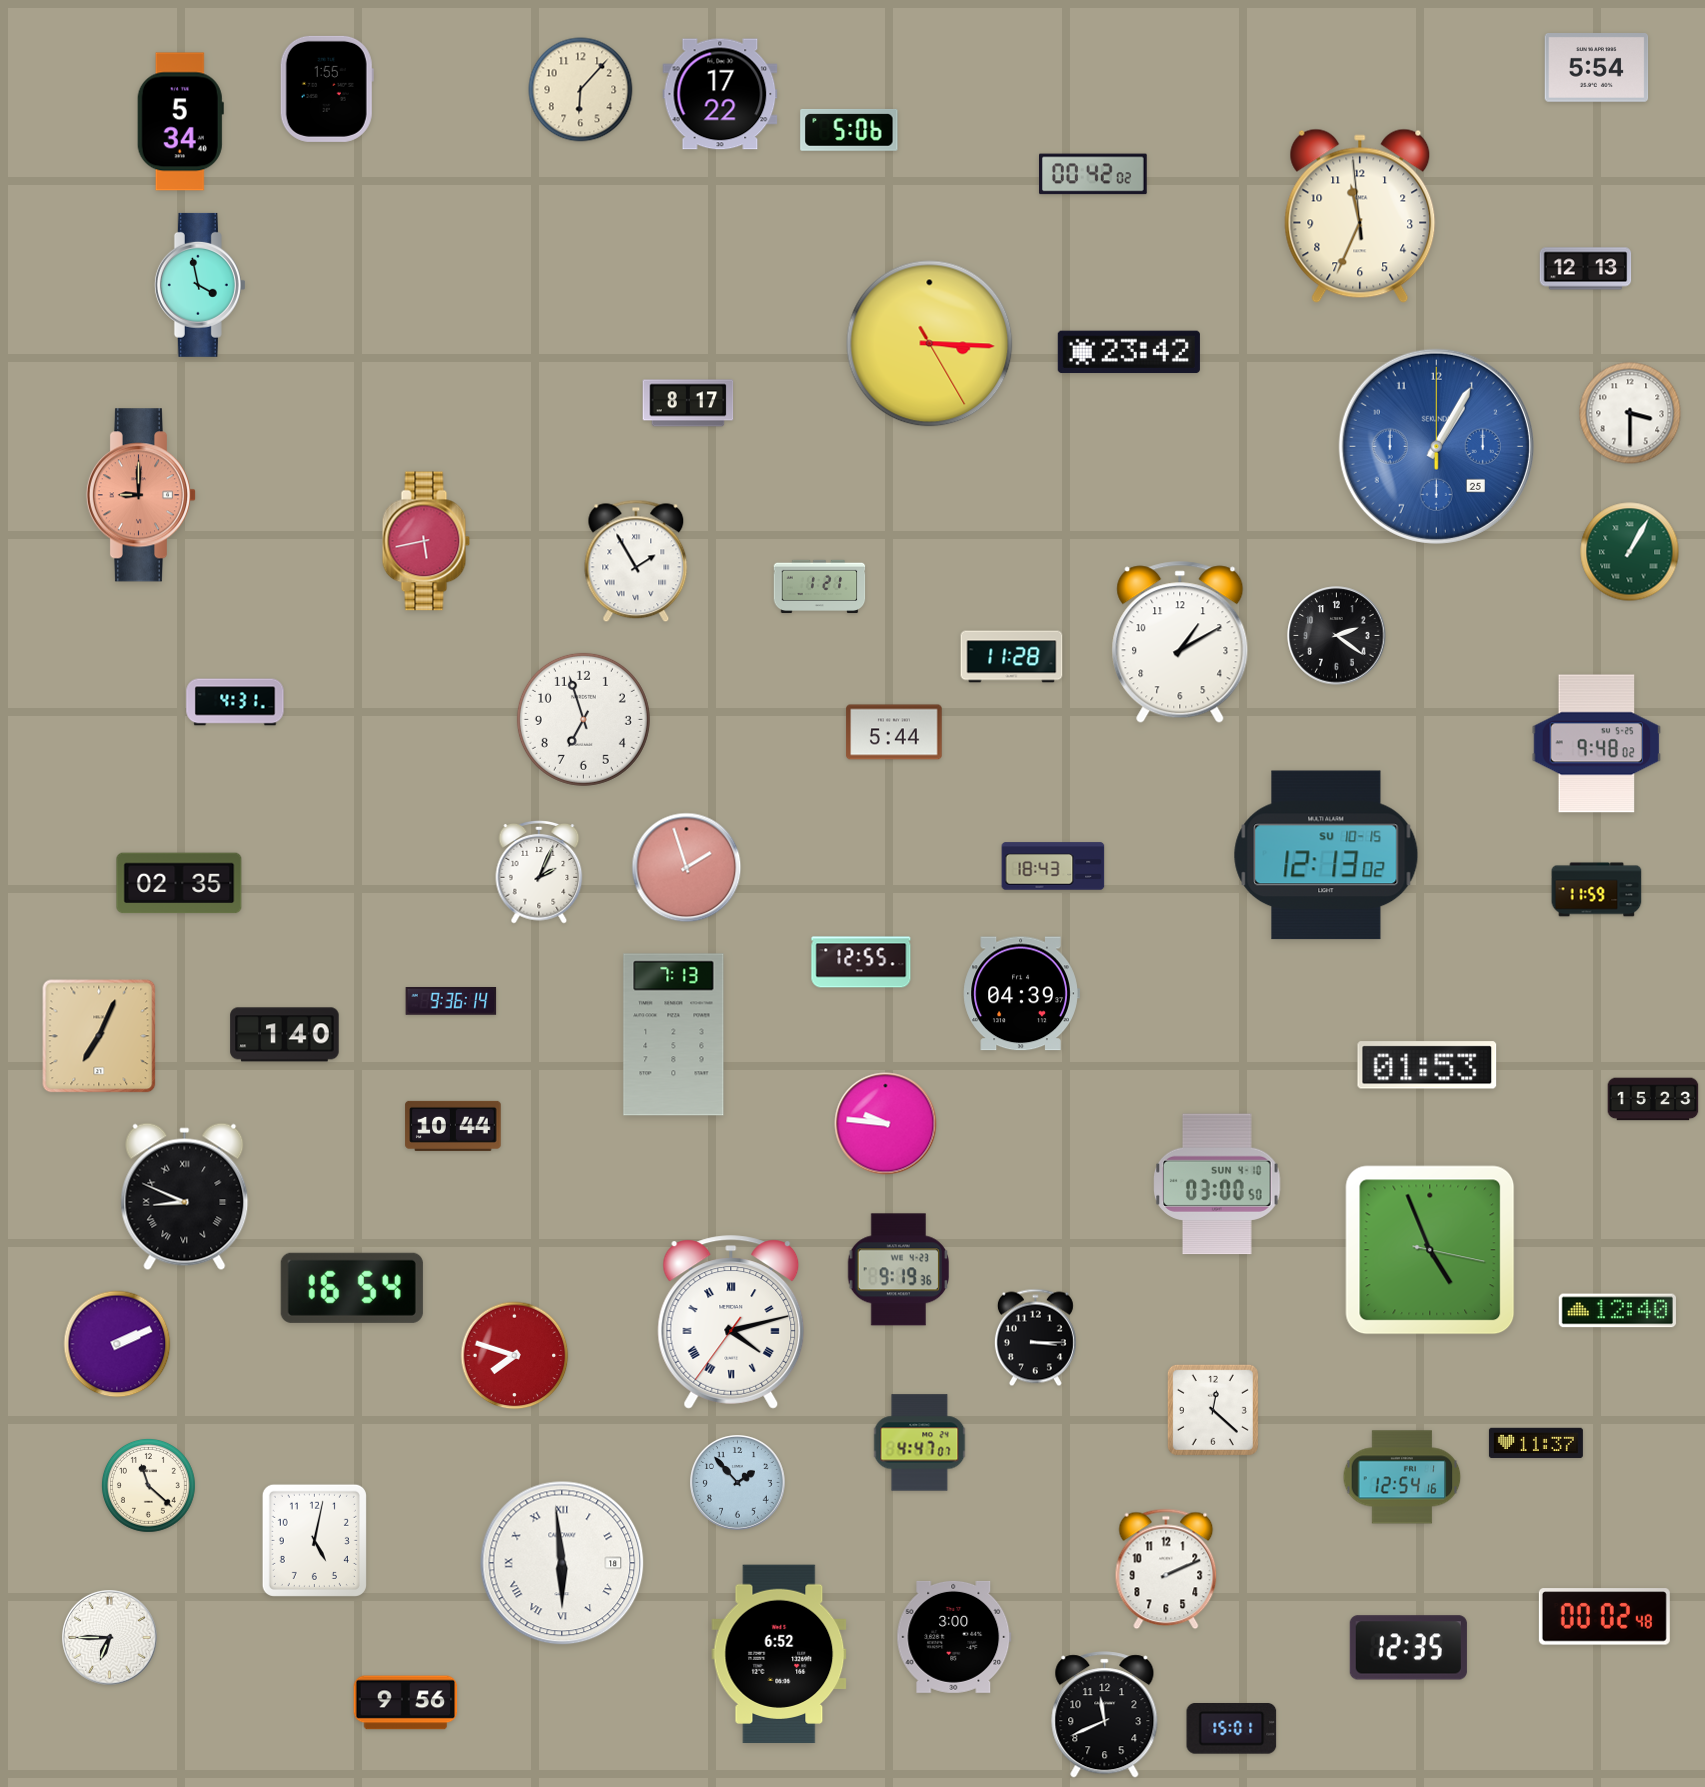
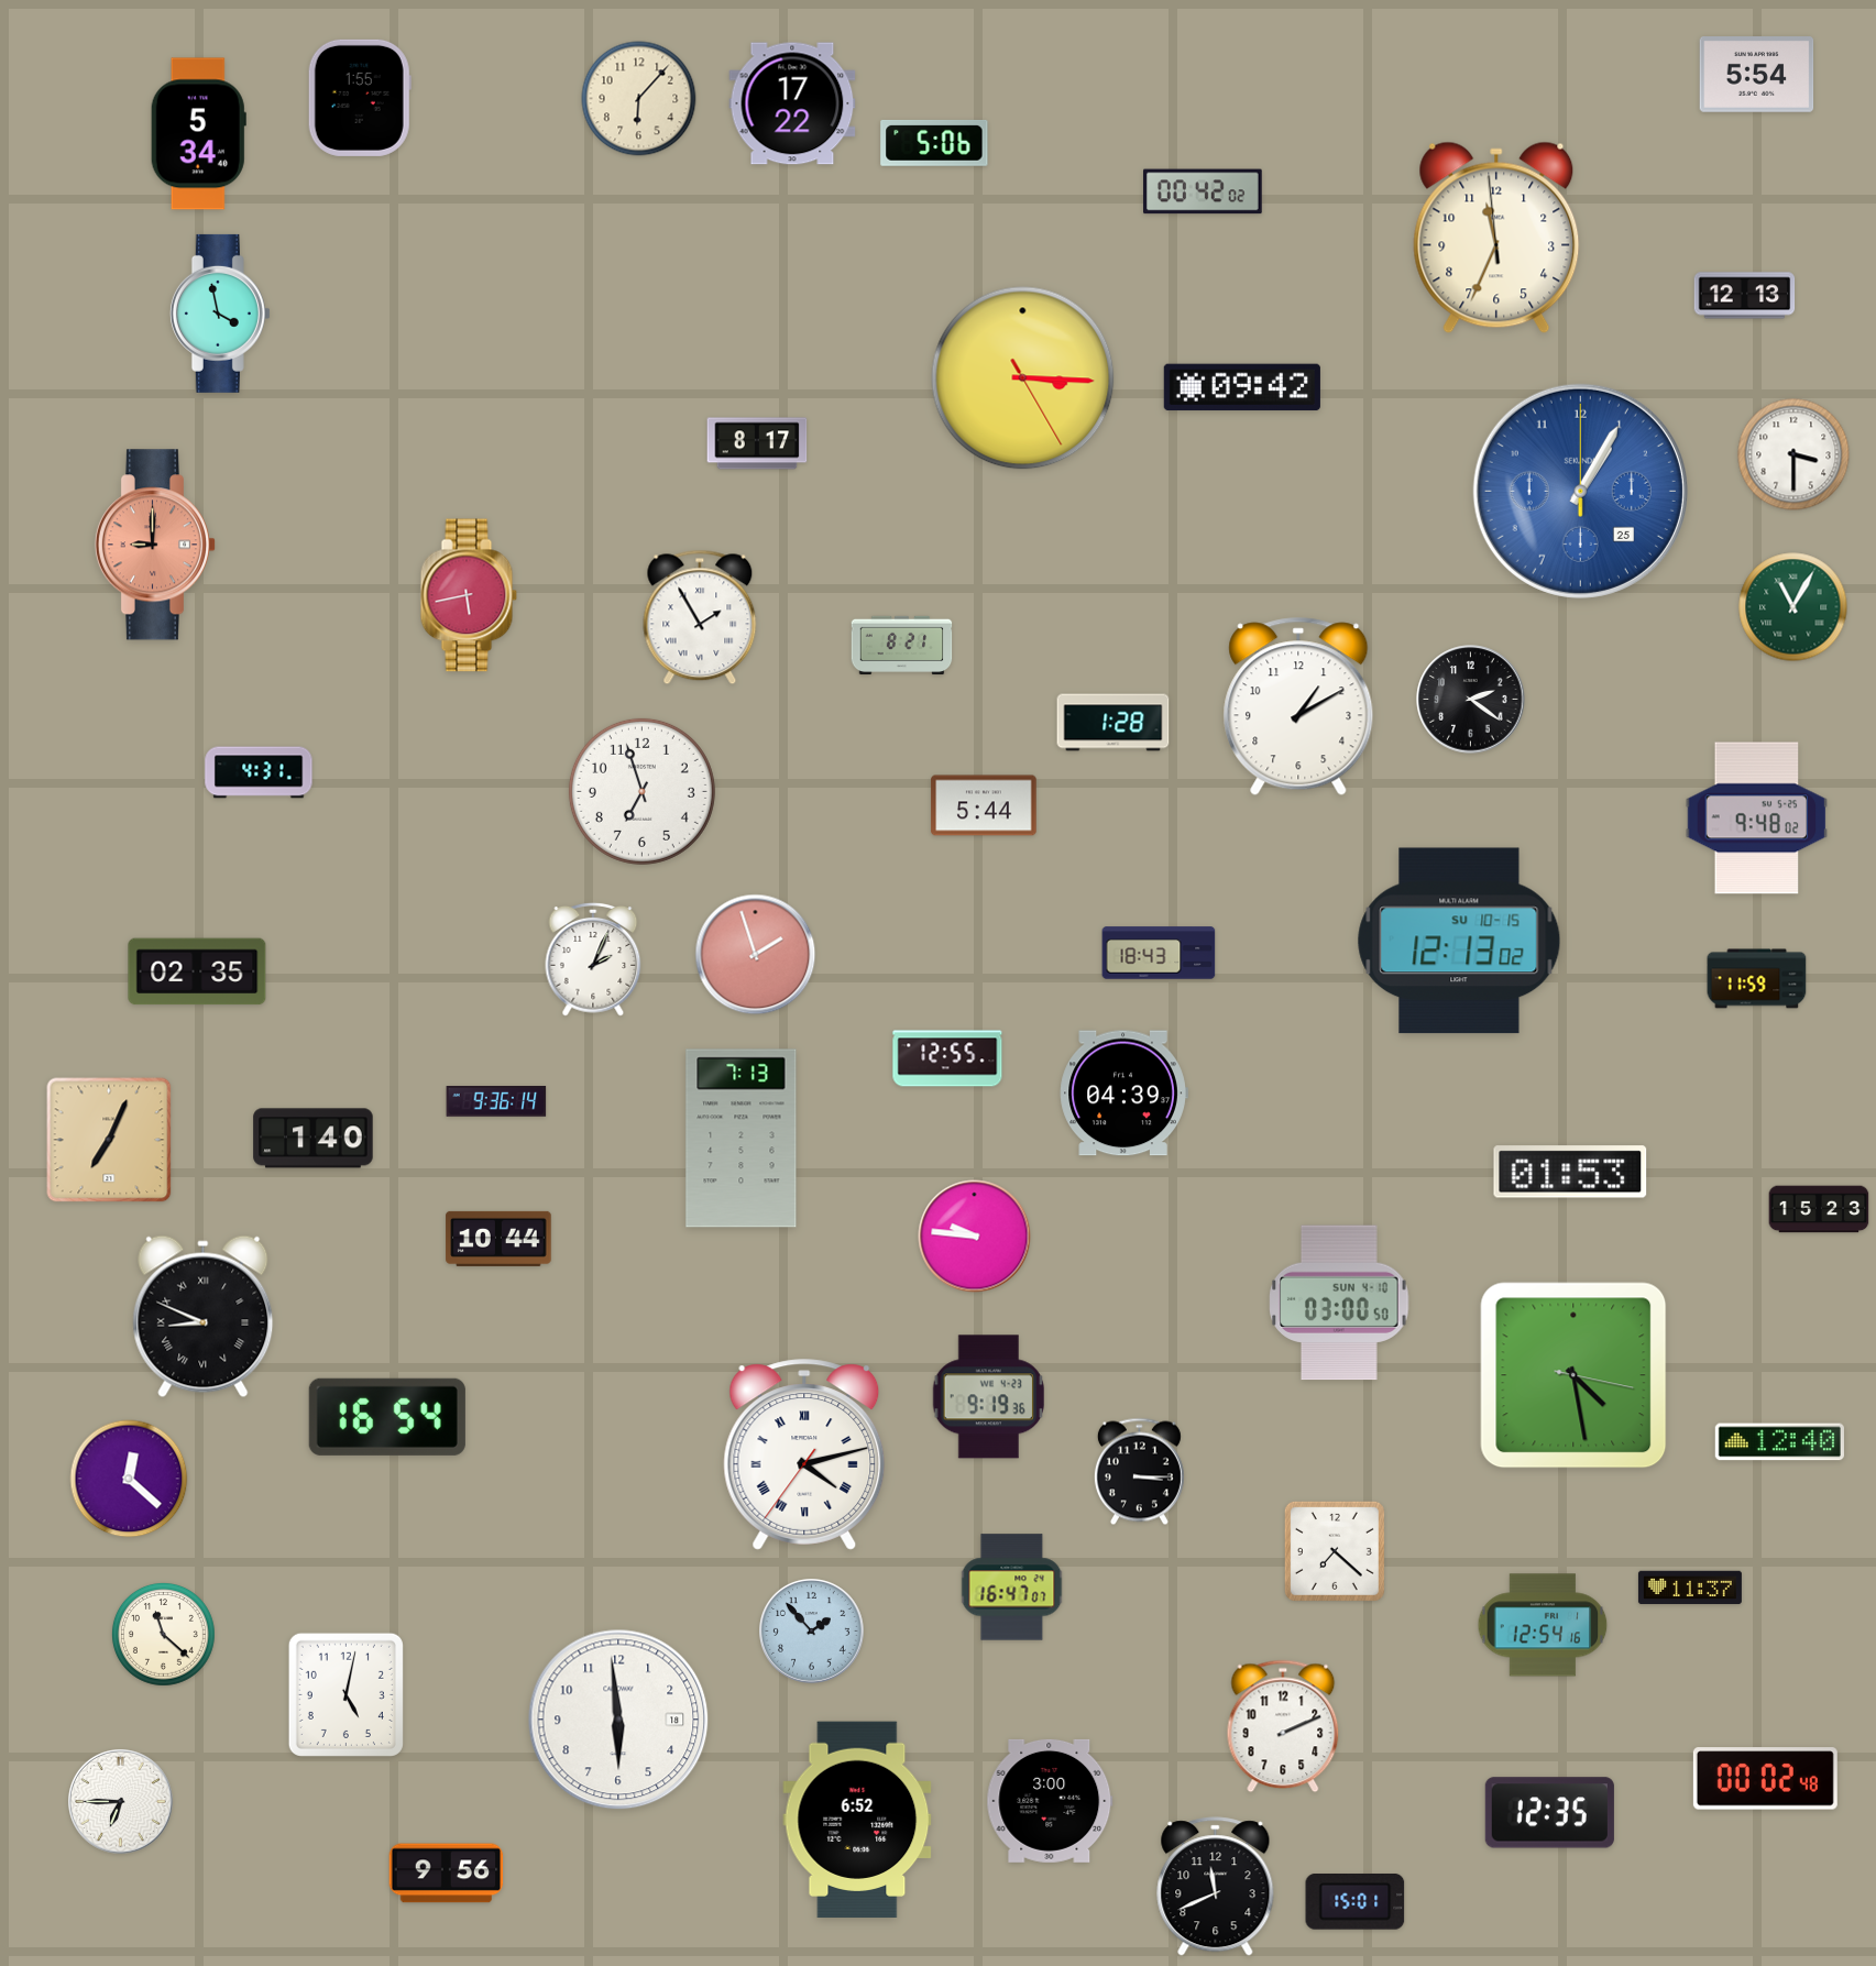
clock at (1129, 352): 23:42 -> 09:42
clock at (1630, 552): 1:05 -> 11:05
clock at (820, 587): 1:21 -> 8:21
clock at (1012, 657): 11:28 -> 1:28
clock at (1430, 1250): 4:56 -> 4:28
clock at (117, 1344): 2:11 -> 12:22
clock at (515, 1356): 7:48 -> none
clock at (1213, 1410): 12:22 -> 7:22
clock at (920, 1443): 4:47 -> 16:47
clock at (562, 1563) numerals: Roman -> Arabic
